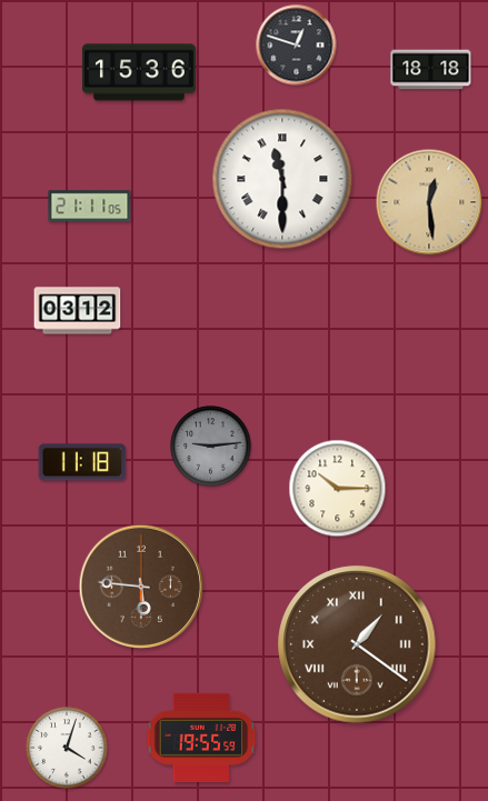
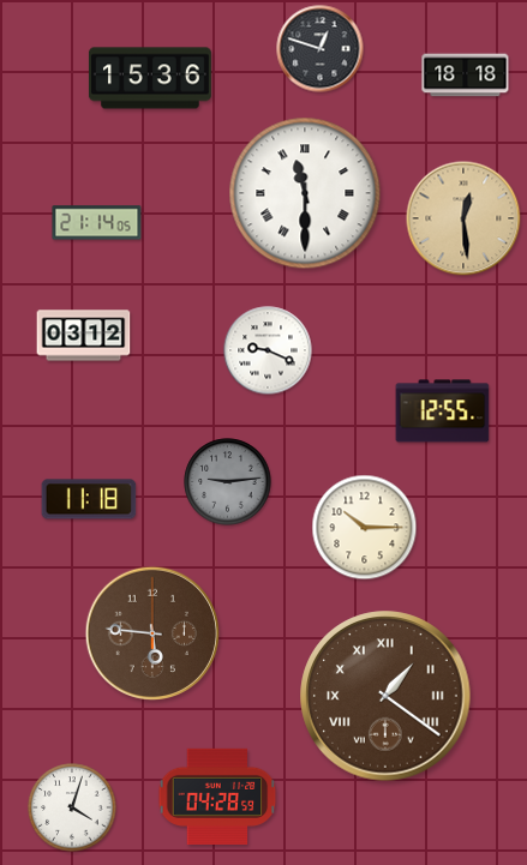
clock at (90, 207): 21:11 -> 21:14
clock at (268, 350): none -> 9:19
clock at (443, 412): none -> 12:55
clock at (201, 738): 19:55 -> 04:28
